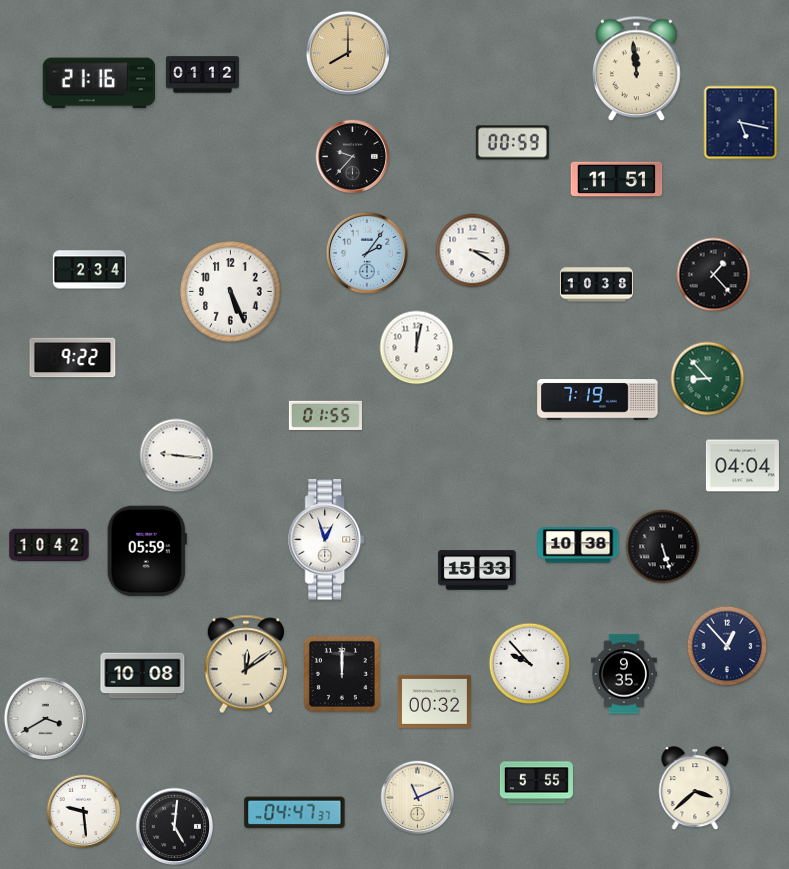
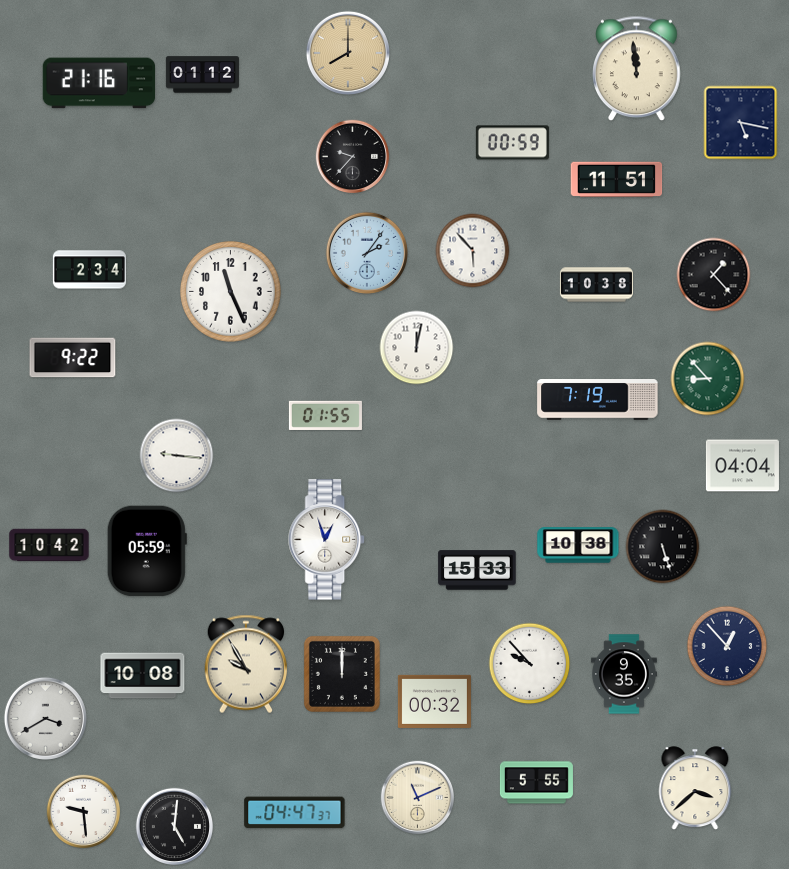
clock at (473, 251): 3:20 -> 5:53
clock at (231, 292): 5:26 -> 11:26
clock at (246, 664): 12:09 -> 9:55
